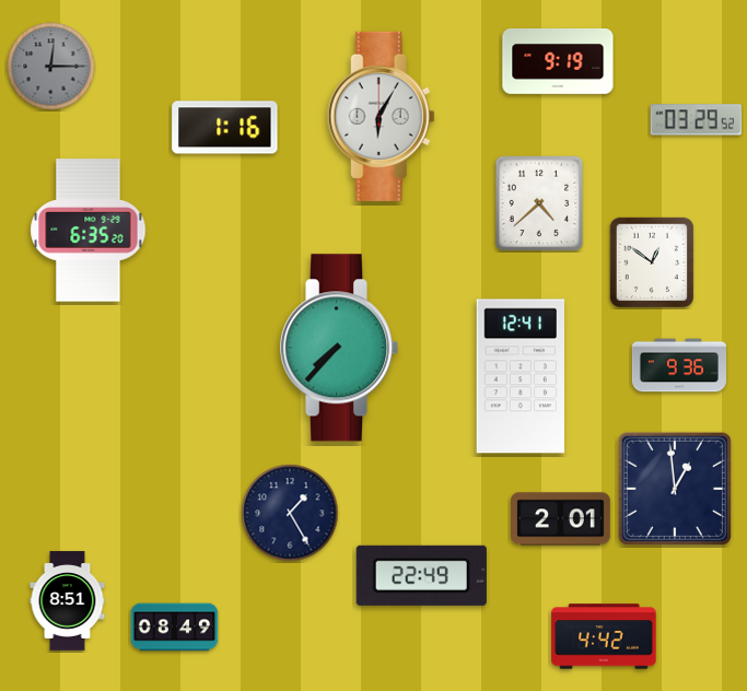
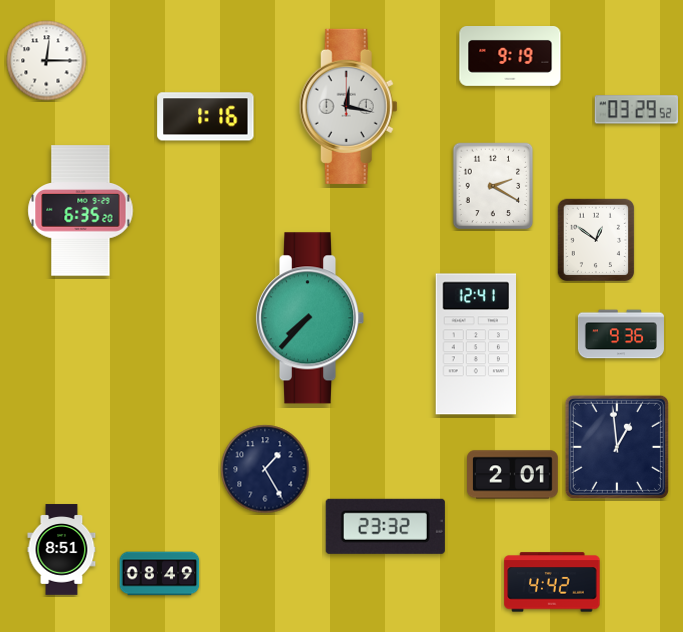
clock at (51, 67) dial: grey -> white
clock at (381, 116): 6:05 -> 12:17
clock at (539, 203): 4:38 -> 2:20
clock at (421, 575): 22:49 -> 23:32
